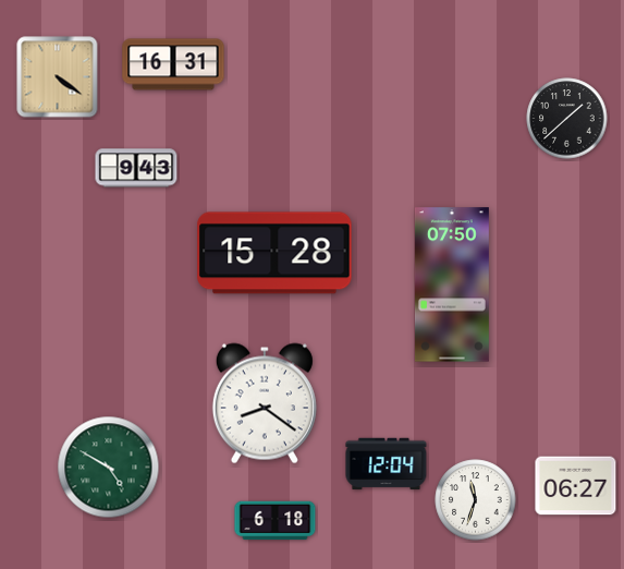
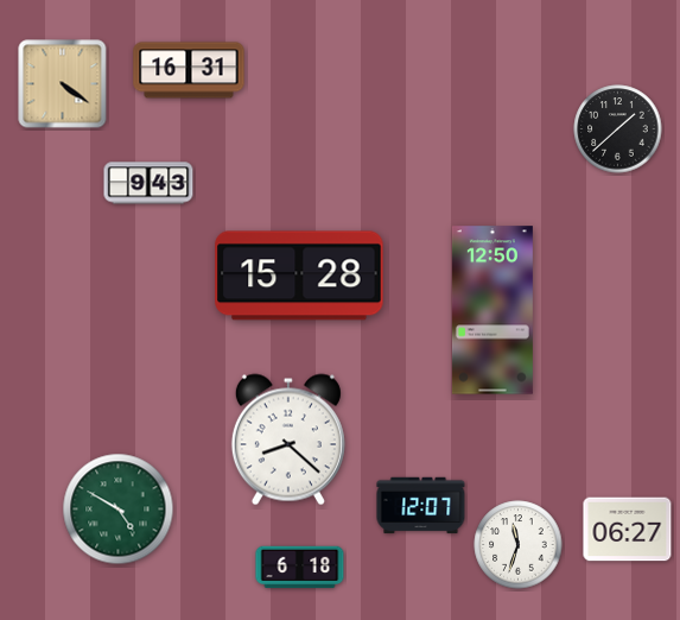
clock at (452, 284): 07:50 -> 12:50
clock at (265, 403): 8:21 -> 8:22
clock at (387, 464): 12:04 -> 12:07
